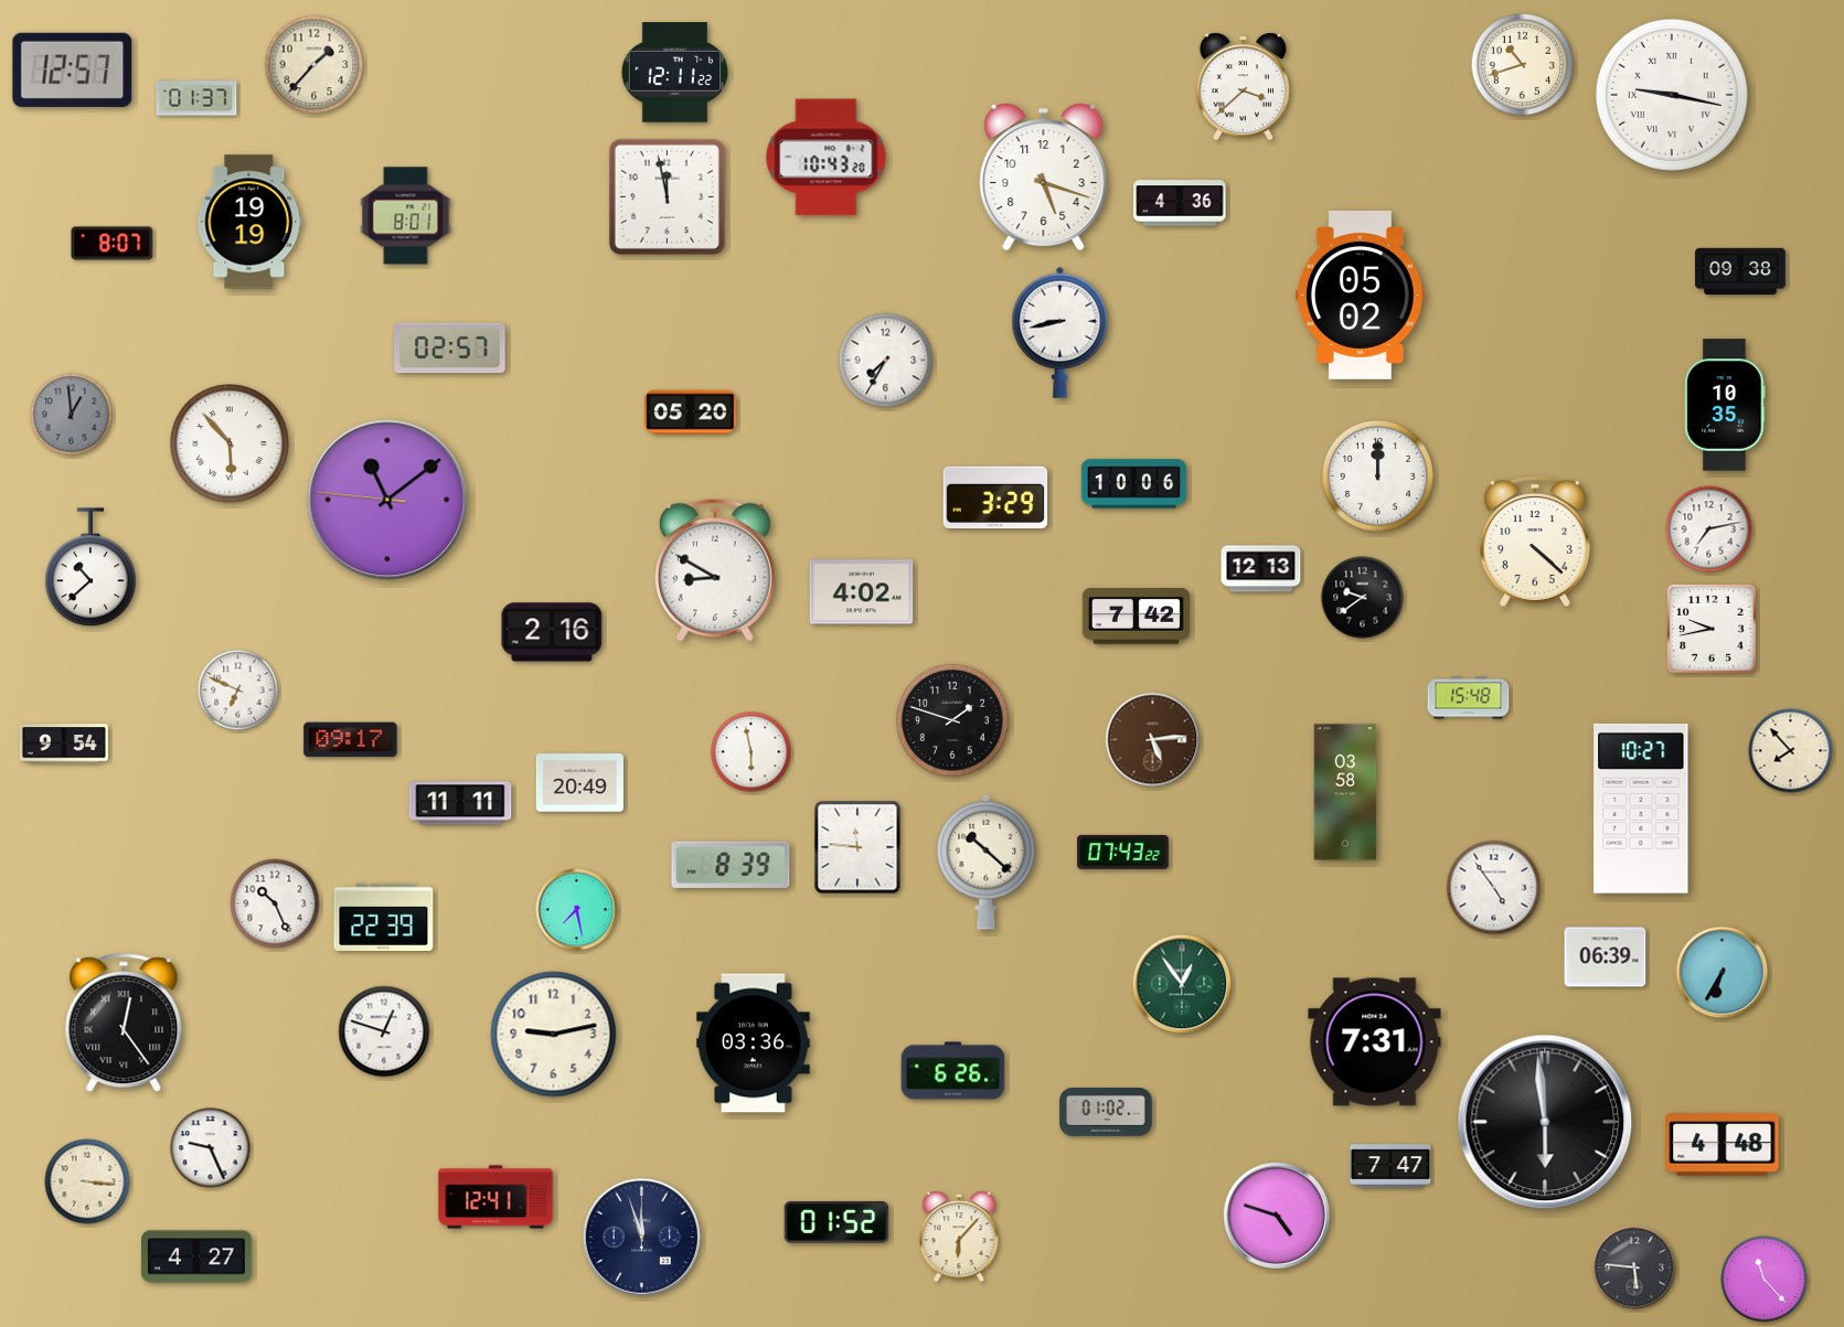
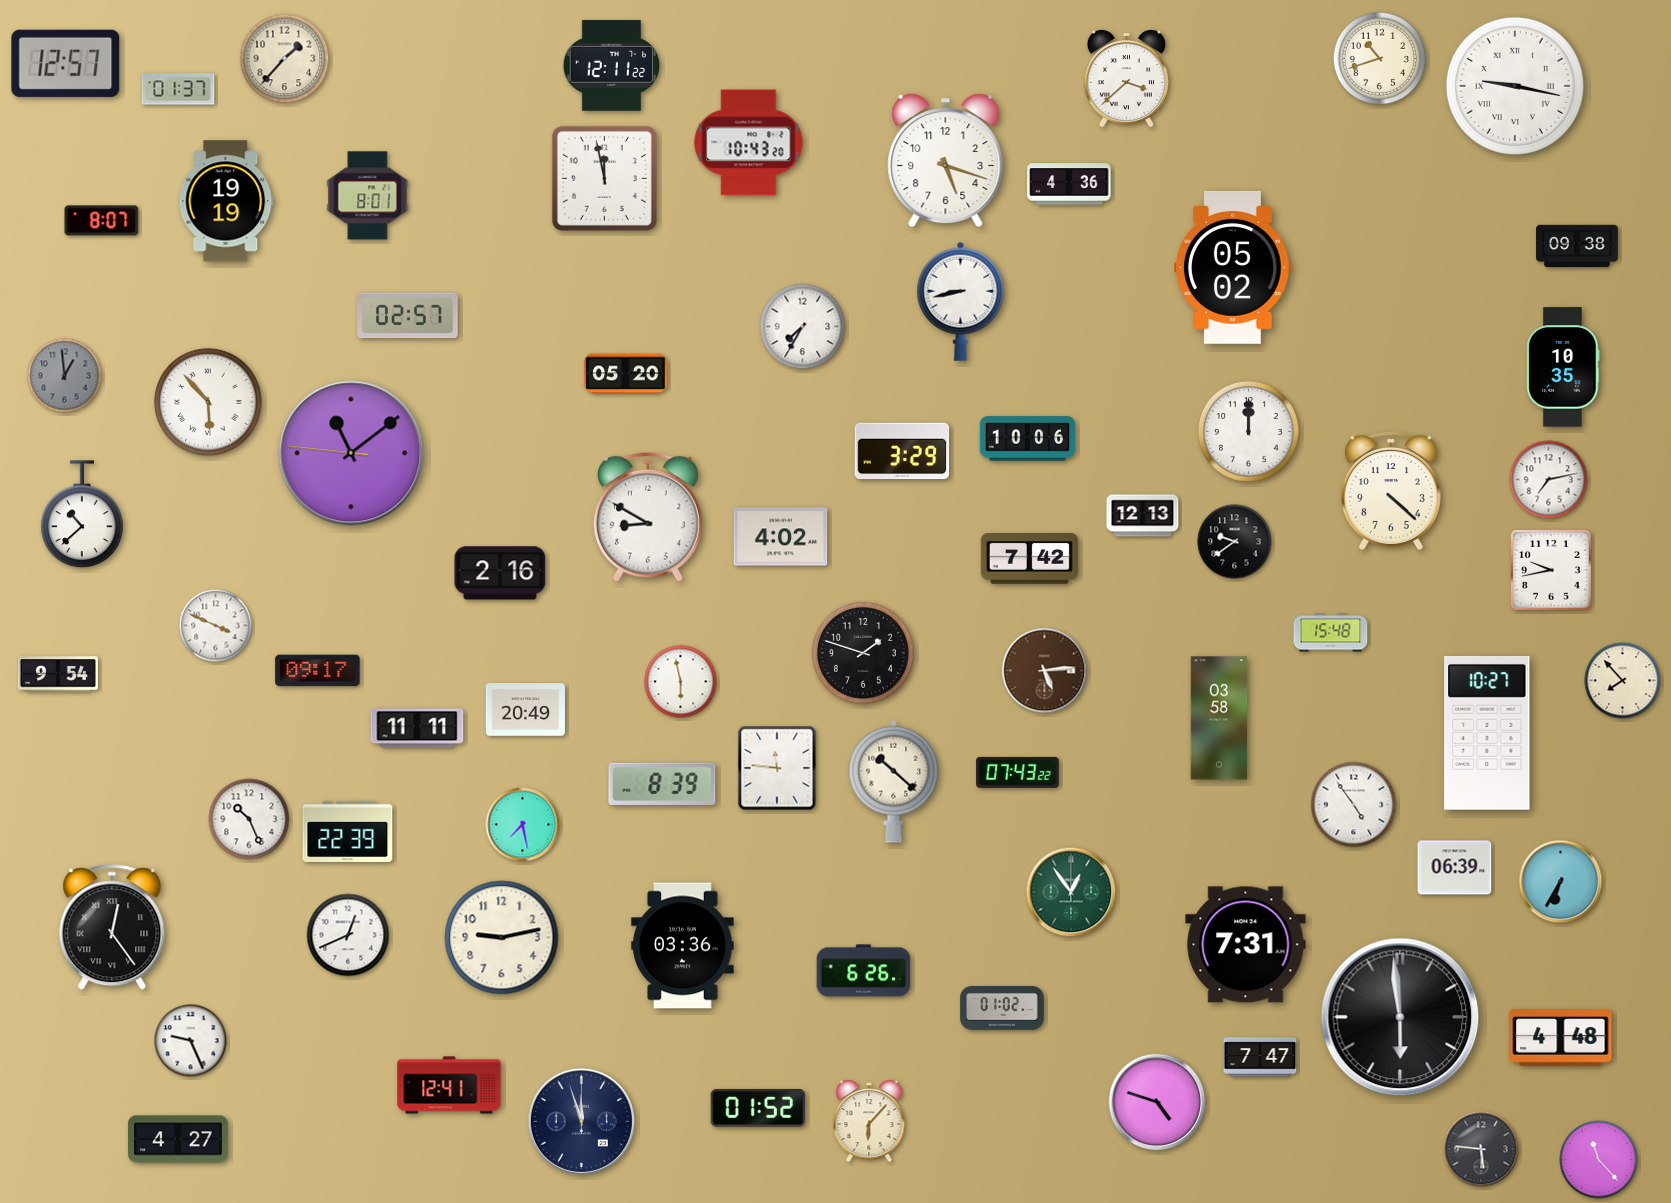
clock at (238, 691): 6:49 -> 3:49
clock at (384, 1031): 12:48 -> 12:41
clock at (87, 1181): 3:16 -> none
